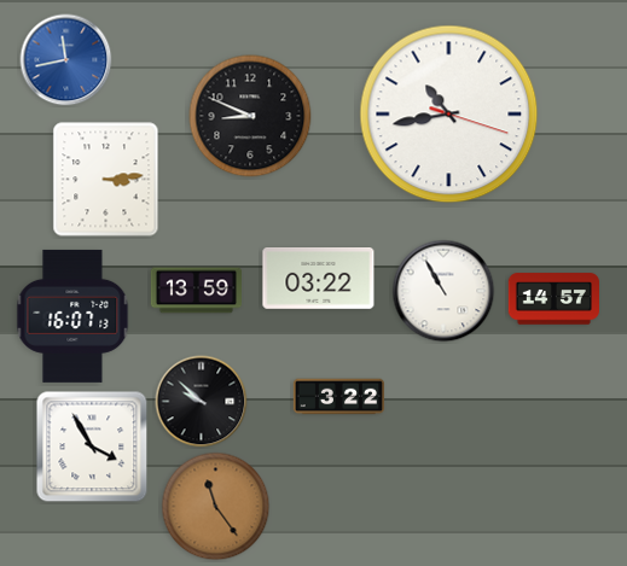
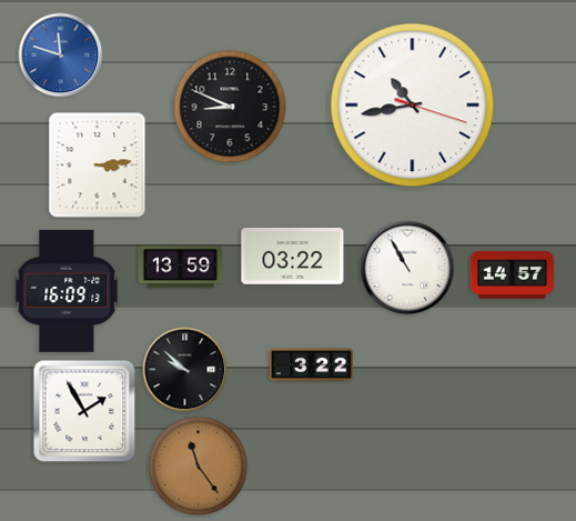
clock at (66, 60): 11:43 -> 11:48
clock at (553, 299) position: (553, 299) -> (512, 275)
clock at (72, 316): 16:07 -> 16:09
clock at (92, 447): 3:55 -> 1:55
